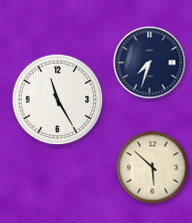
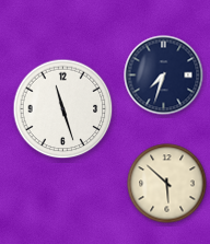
clock at (150, 63) position: (150, 63) -> (164, 75)
clock at (58, 100): 11:25 -> 11:27
